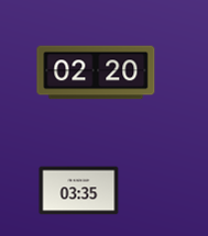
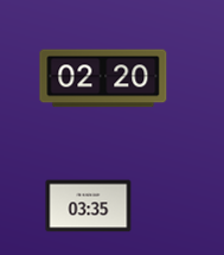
clock at (79, 191) position: (79, 191) -> (89, 206)
